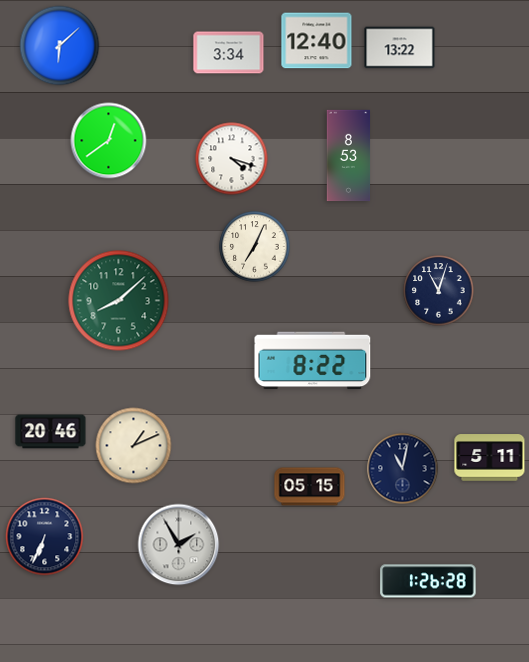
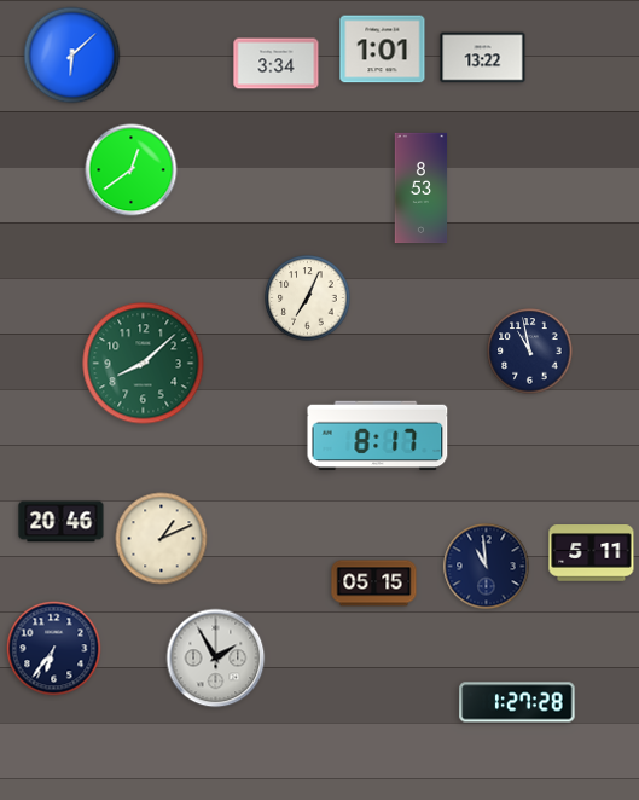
clock at (317, 41): 12:40 -> 1:01
clock at (232, 159): 4:18 -> none
clock at (439, 291): 11:03 -> 10:58
clock at (313, 361): 8:22 -> 8:17
clock at (403, 469): 11:02 -> 10:59
clock at (310, 487) position: (310, 487) -> (374, 584)
clock at (45, 537): 6:34 -> 6:36
clock at (428, 581): 1:26 -> 1:27
